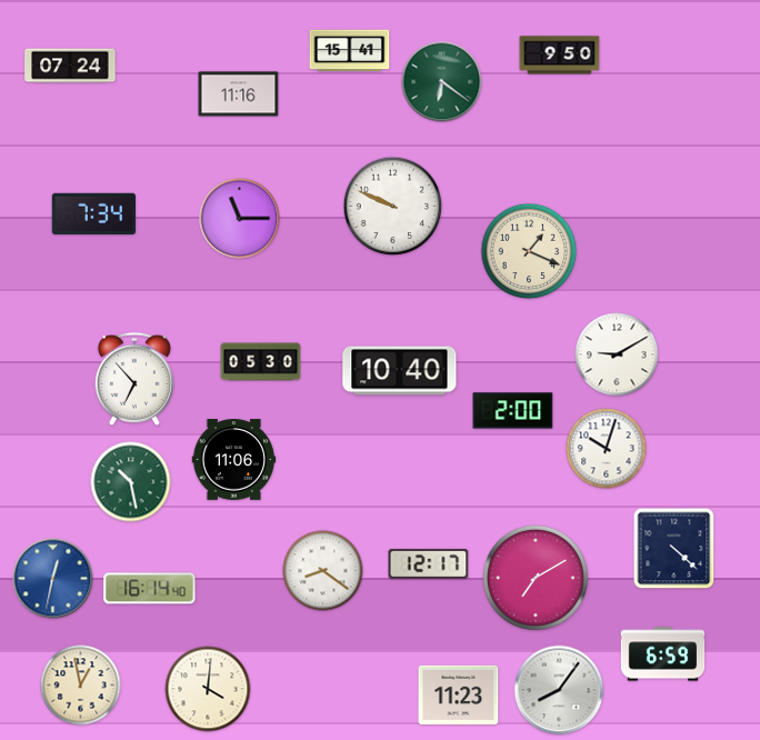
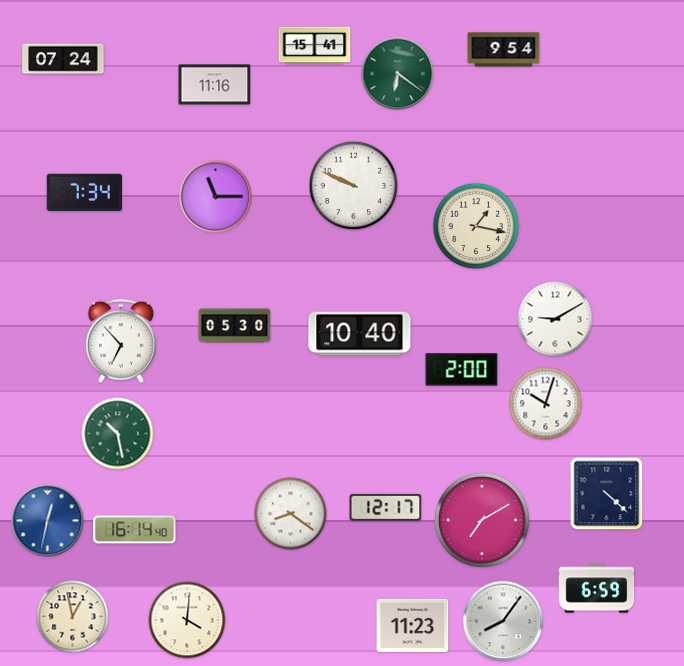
clock at (560, 56): 9:50 -> 9:54
clock at (529, 251): 1:19 -> 1:17
clock at (234, 460): 11:06 -> none
